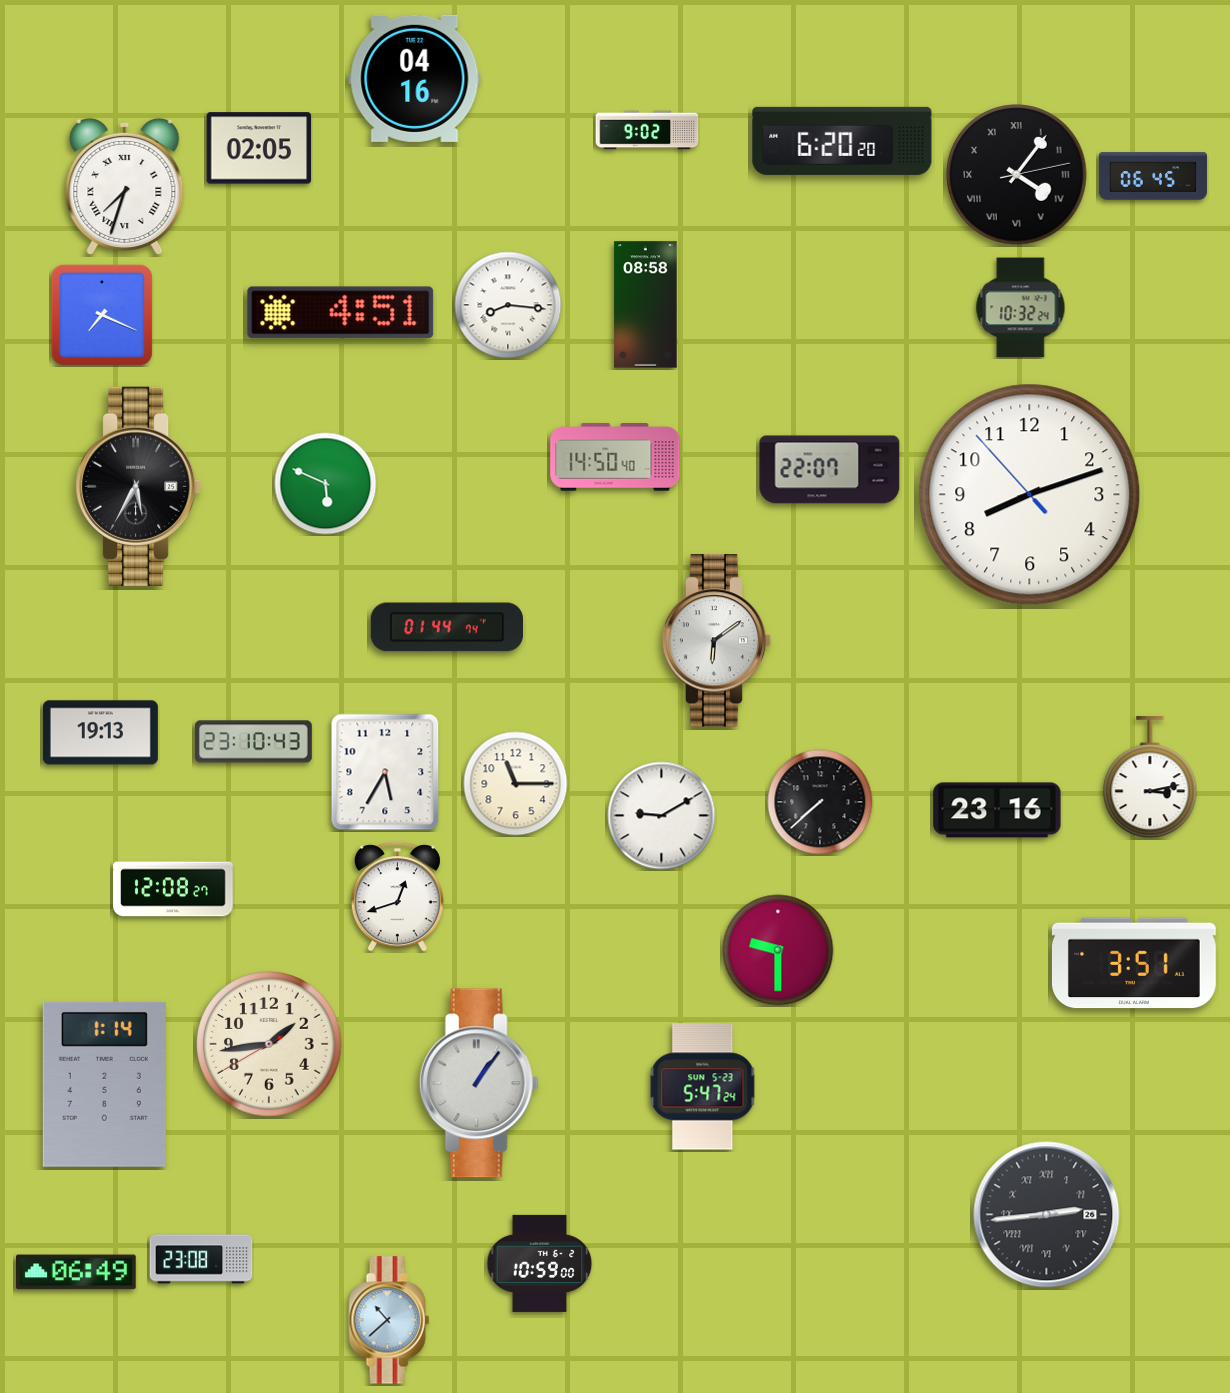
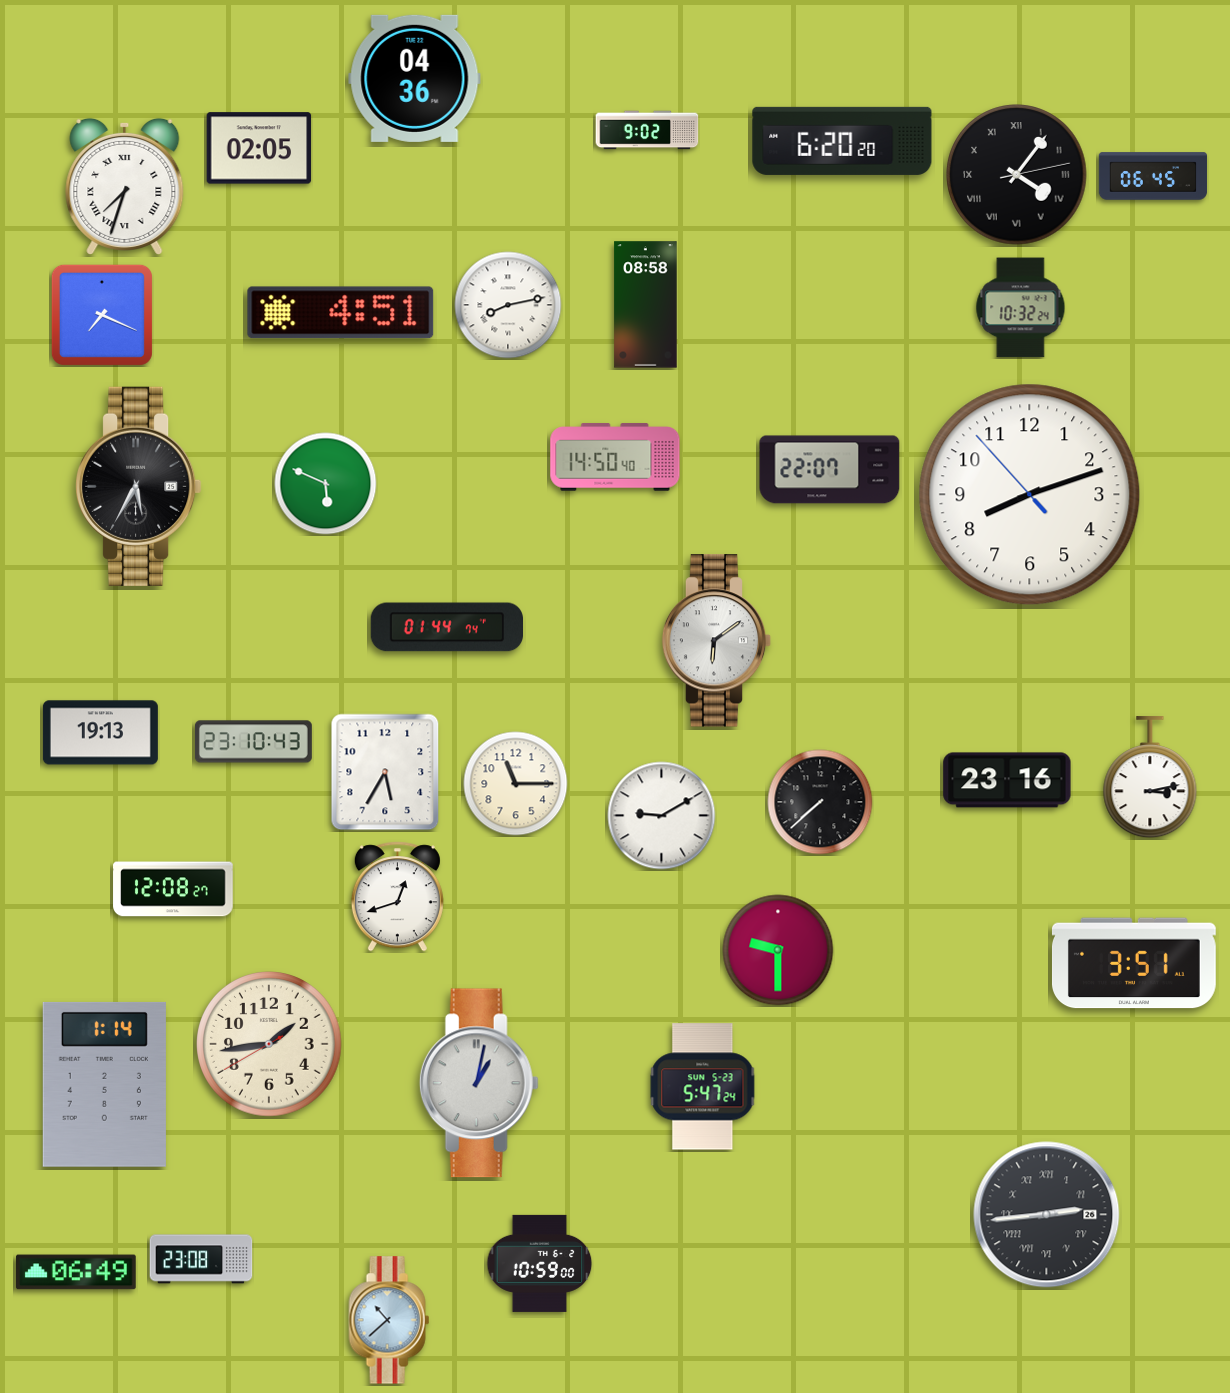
clock at (415, 78): 04:16 -> 04:36
clock at (508, 305): 8:16 -> 8:13
clock at (997, 810) position: (997, 810) -> (1007, 780)
clock at (479, 1083): 1:06 -> 1:02
